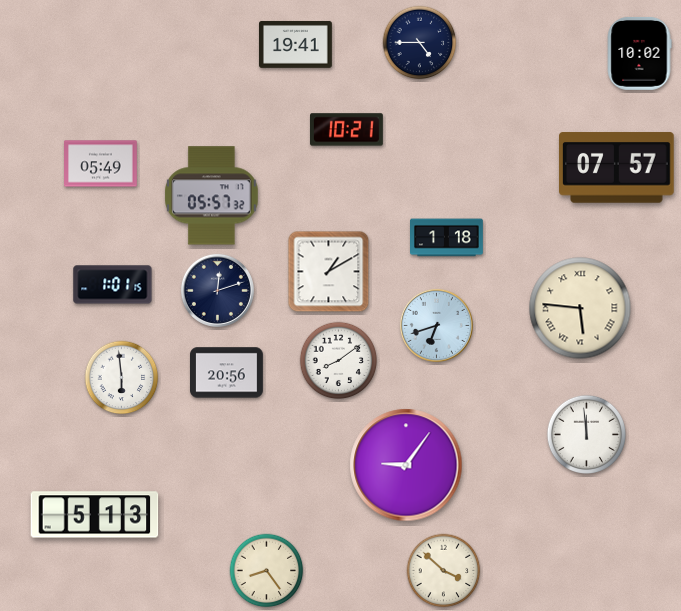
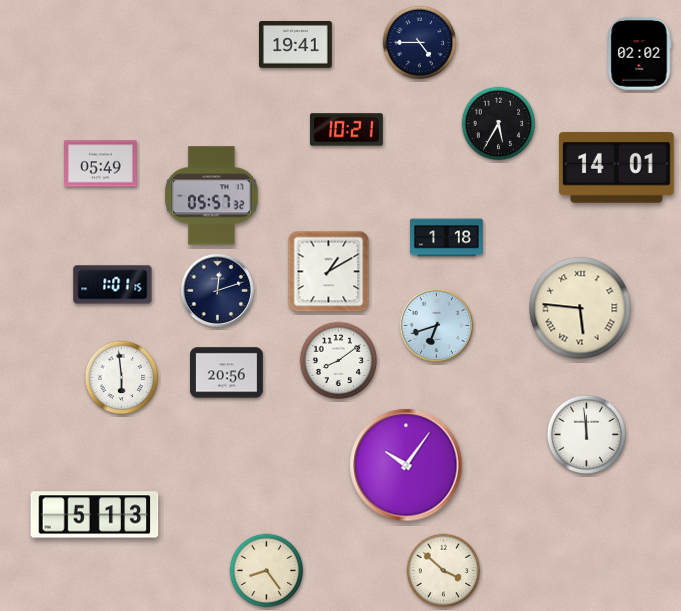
clock at (639, 53): 10:02 -> 02:02
clock at (499, 124): none -> 5:35
clock at (617, 168): 07:57 -> 14:01
clock at (406, 465): 9:06 -> 10:06
